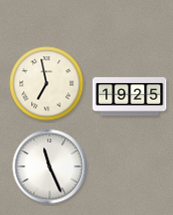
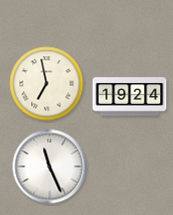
clock at (130, 97): 19:25 -> 19:24
